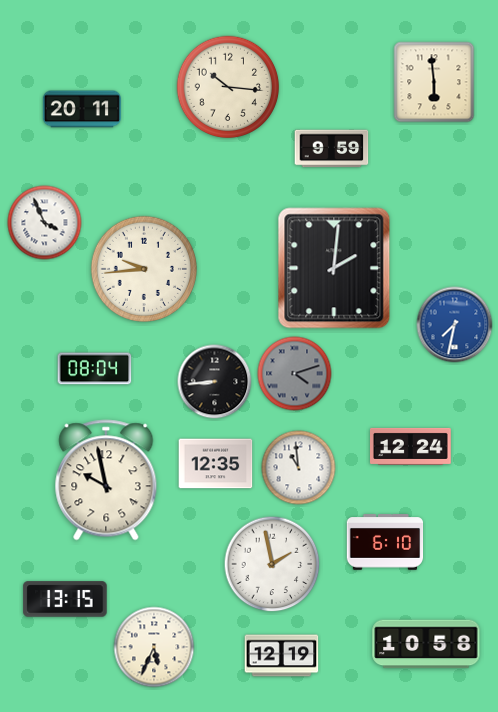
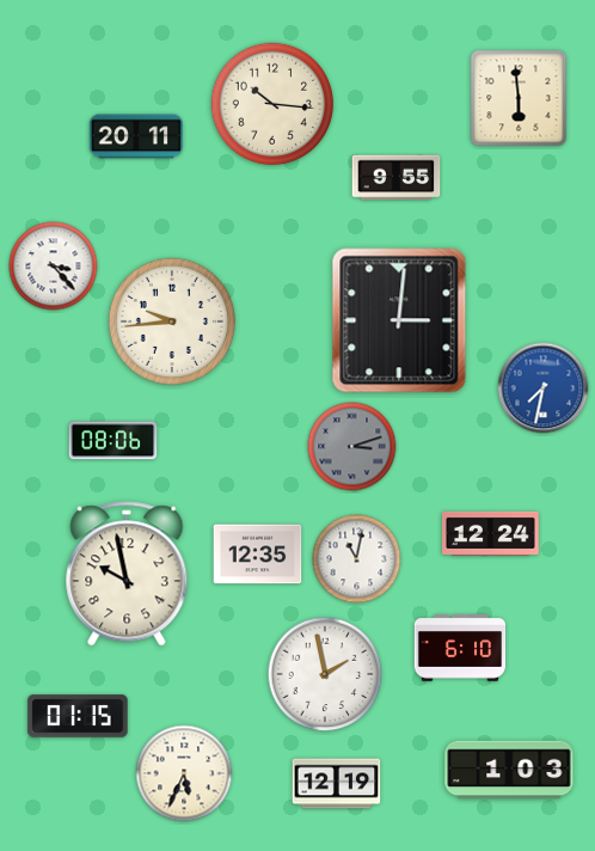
clock at (82, 109) position: (82, 109) -> (136, 136)
clock at (332, 149): 9:59 -> 9:55
clock at (45, 223): 3:56 -> 3:23
clock at (334, 268): 2:01 -> 3:01
clock at (95, 369): 08:04 -> 08:06
clock at (295, 374): 4:12 -> 3:12
clock at (215, 382): 8:44 -> none
clock at (299, 468): 10:59 -> 11:02
clock at (65, 599): 13:15 -> 01:15
clock at (426, 644): 10:58 -> 1:03
